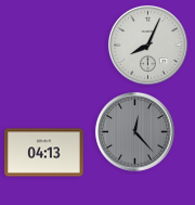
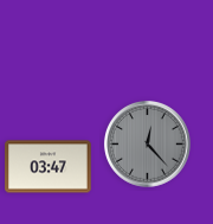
clock at (147, 44): 8:04 -> none
clock at (44, 153): 04:13 -> 03:47
